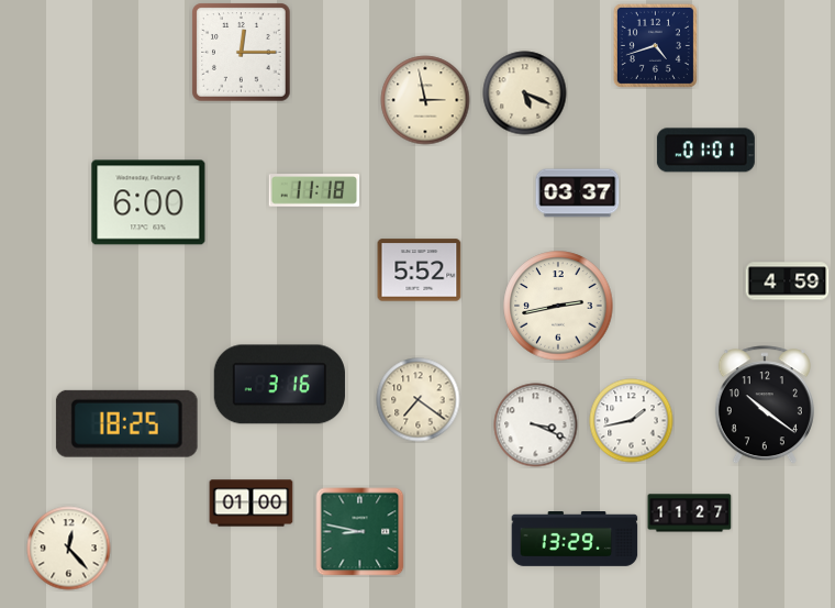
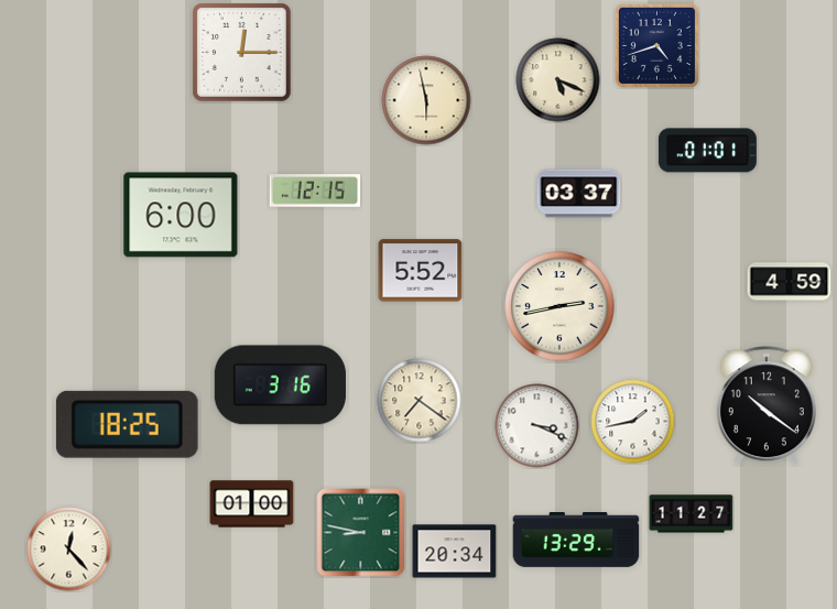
clock at (525, 93) position: (525, 93) -> (558, 80)
clock at (425, 100): 2:58 -> 5:58
clock at (314, 190): 11:18 -> 12:15
clock at (148, 202) position: (148, 202) -> (181, 215)
clock at (455, 552): none -> 20:34
